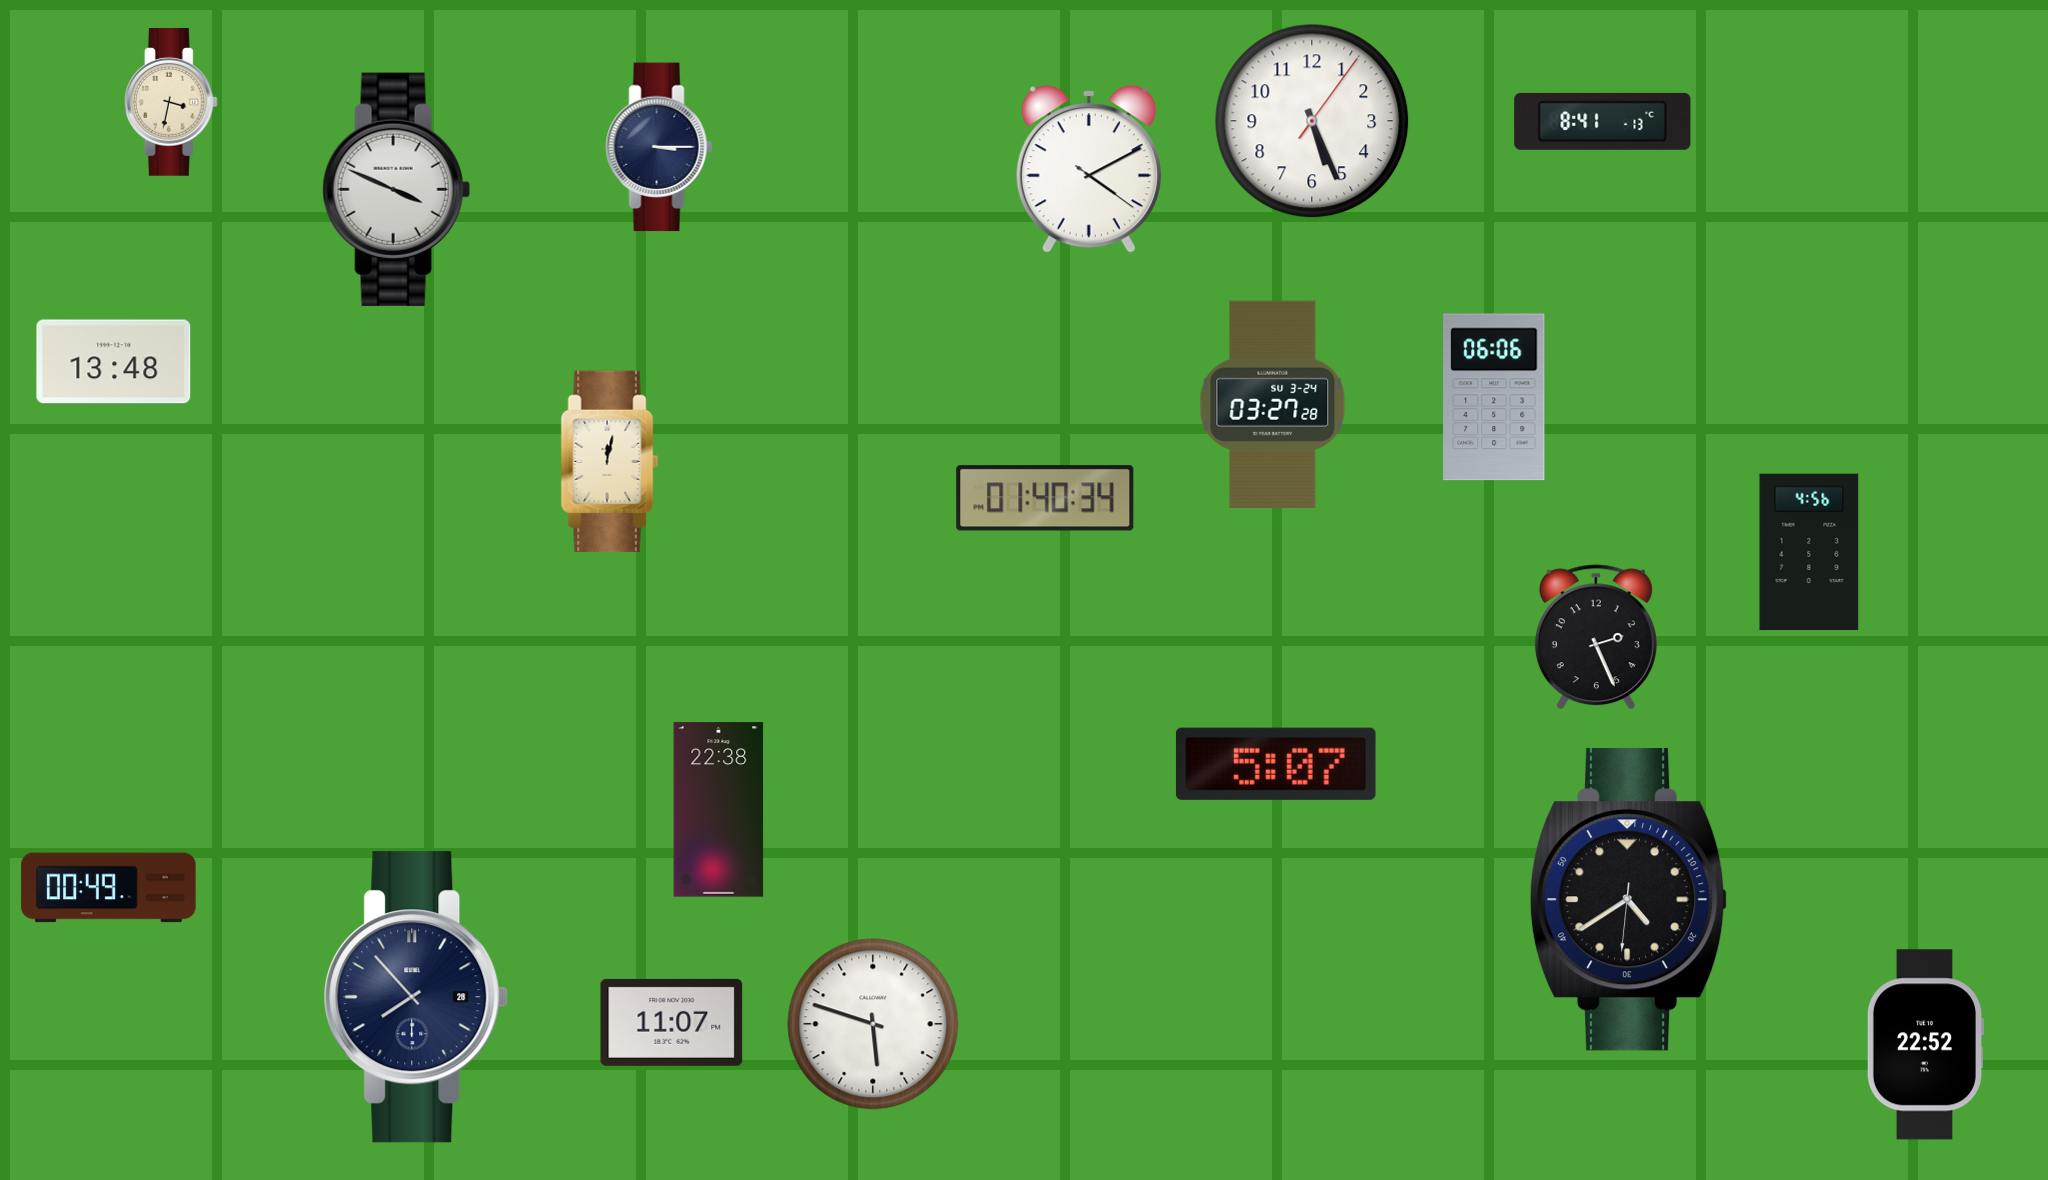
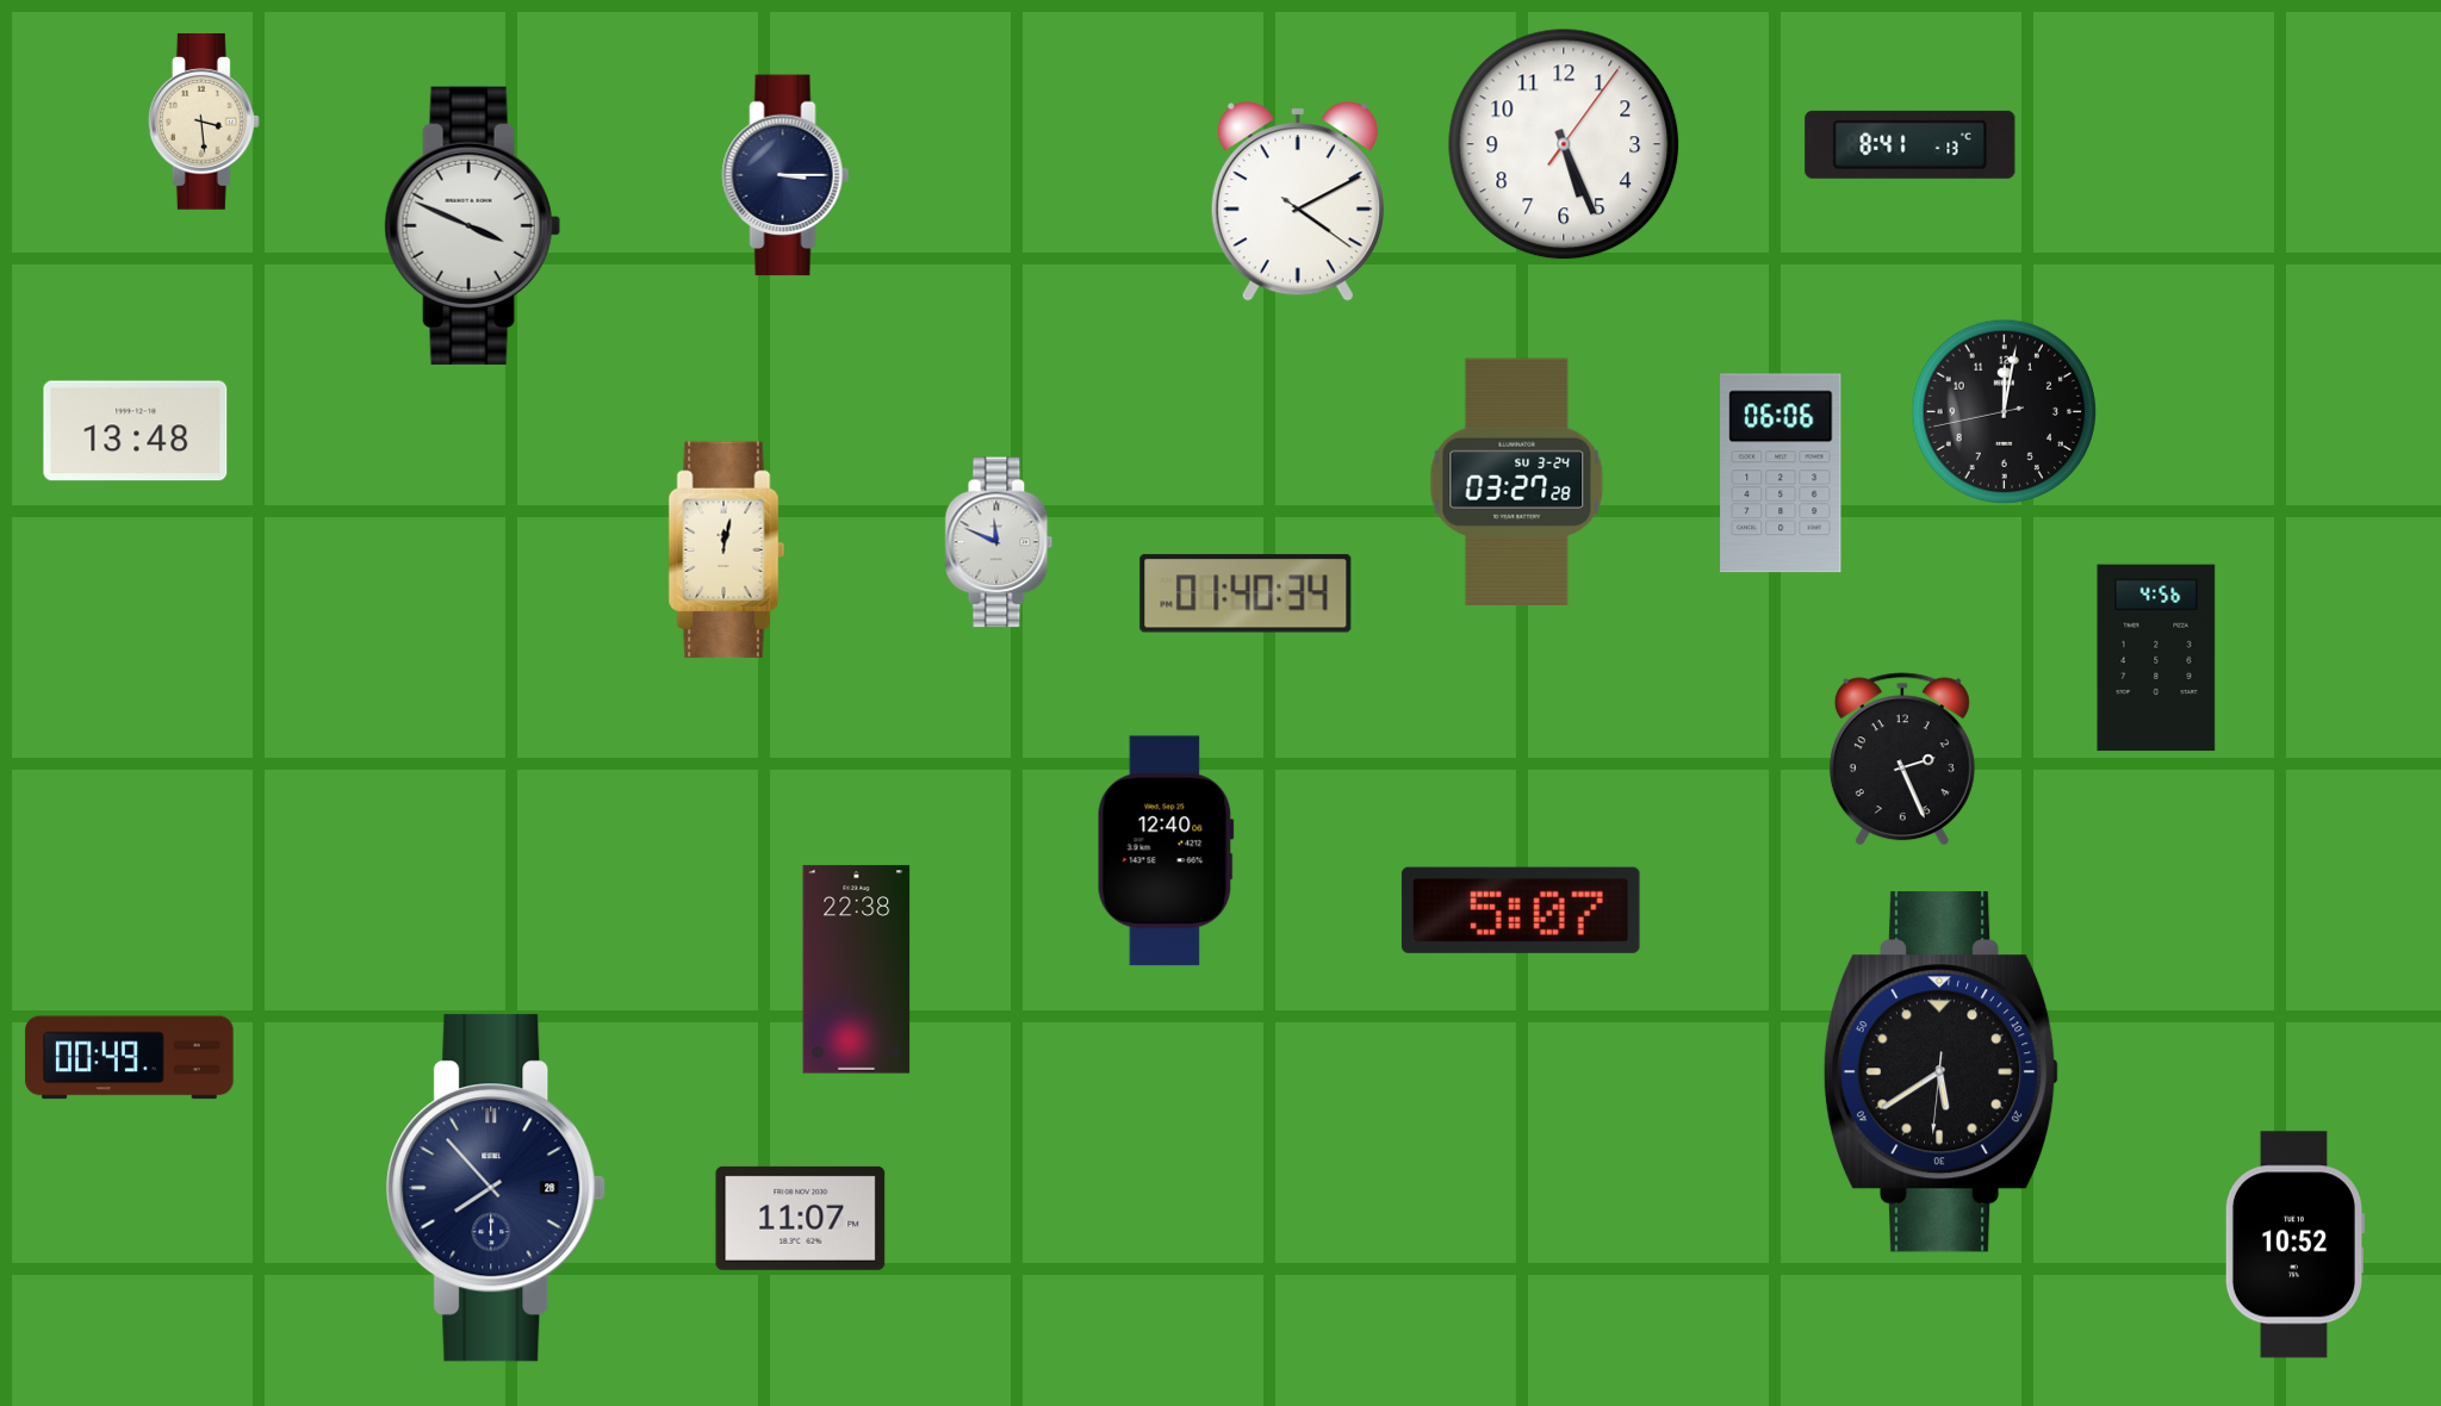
clock at (171, 102): 3:32 -> 3:29
clock at (2005, 412): none -> 12:01
clock at (999, 542): none -> 11:49
clock at (1166, 851): none -> 12:40
clock at (719, 810) position: (719, 810) -> (857, 970)
clock at (1629, 900): 4:39 -> 5:39
clock at (873, 1024): 5:48 -> none
clock at (1924, 1045): 22:52 -> 10:52
